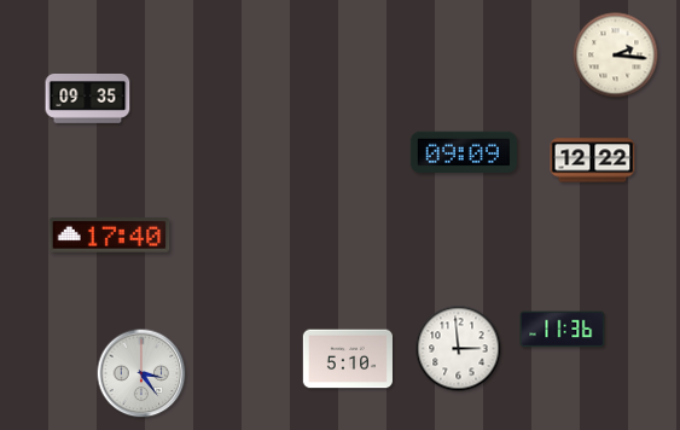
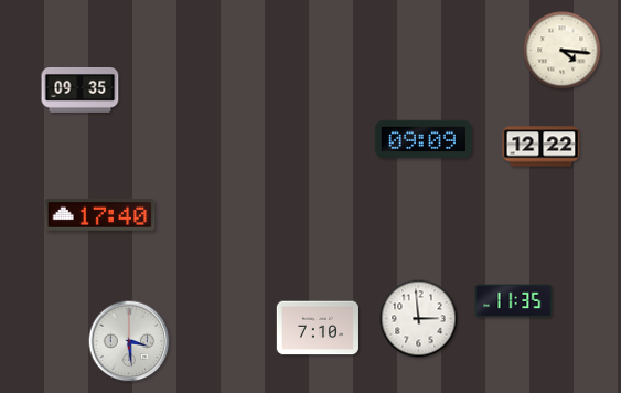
clock at (616, 56): 2:16 -> 4:16
clock at (563, 330): 11:36 -> 11:35
clock at (348, 359): 5:10 -> 7:10
clock at (141, 373): 3:24 -> 3:29
